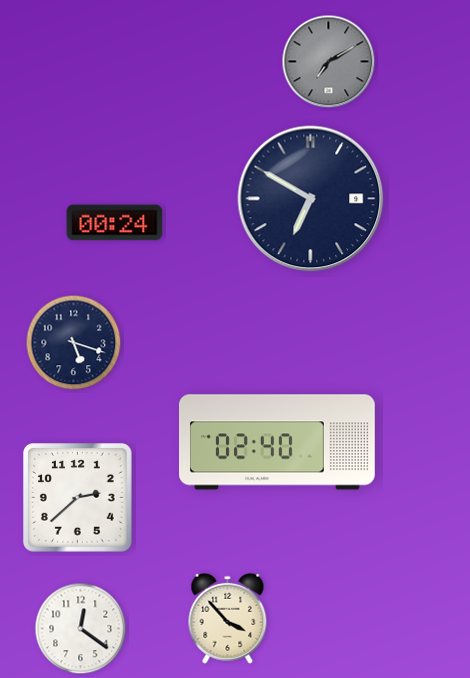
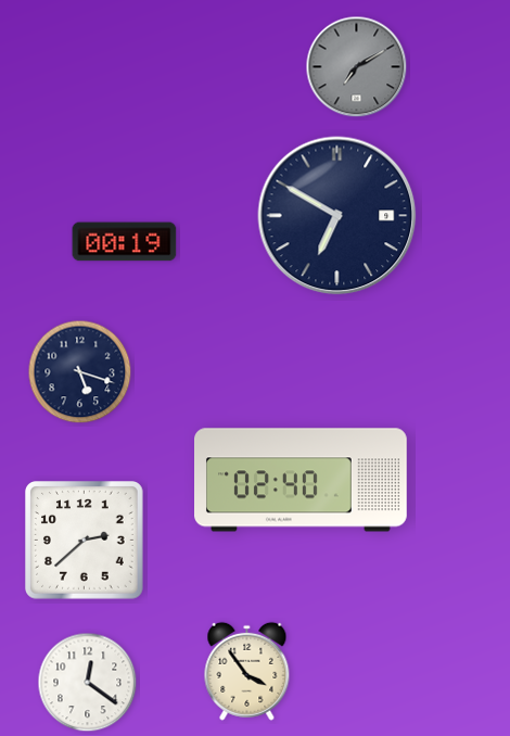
clock at (115, 223): 00:24 -> 00:19
clock at (228, 618): 3:53 -> 3:54
